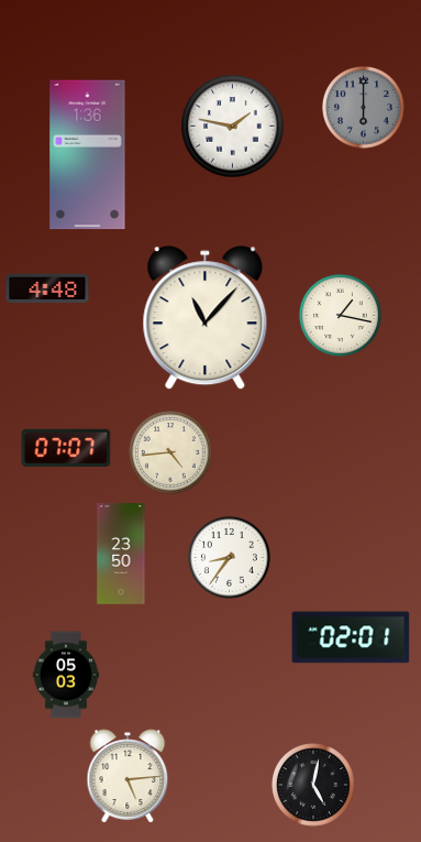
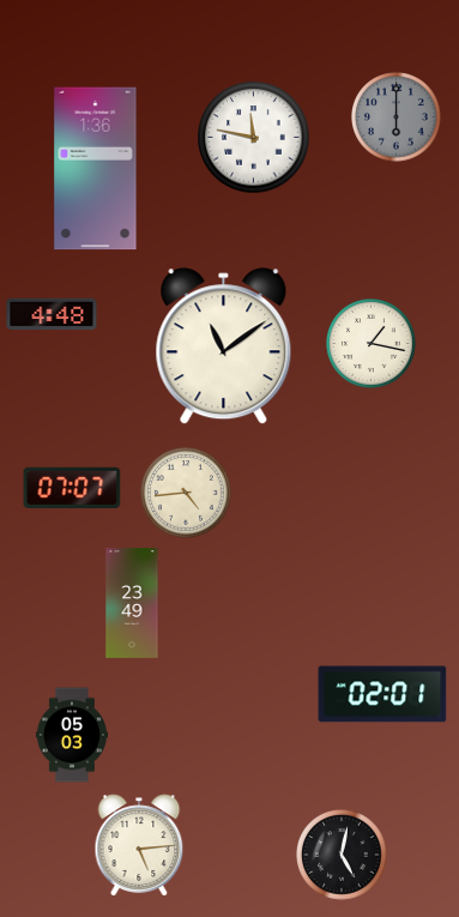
clock at (233, 127): 1:47 -> 11:47
clock at (206, 318): 11:07 -> 11:09
clock at (121, 554): 23:50 -> 23:49
clock at (230, 558): 8:36 -> none
